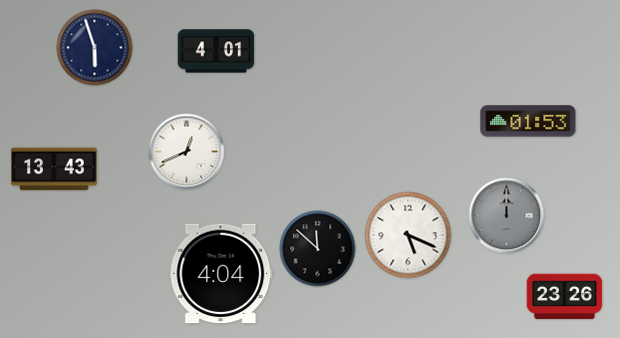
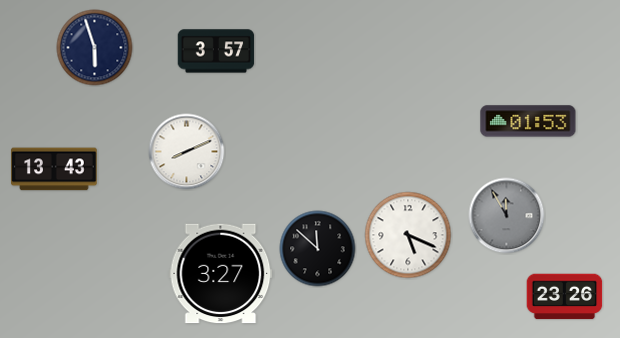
clock at (216, 51): 4:01 -> 3:57
clock at (187, 152): 12:41 -> 8:11
clock at (507, 216): 12:00 -> 11:55
clock at (221, 274): 4:04 -> 3:27
